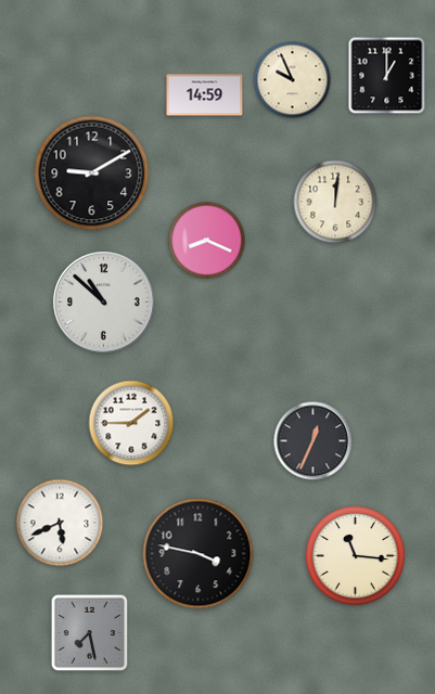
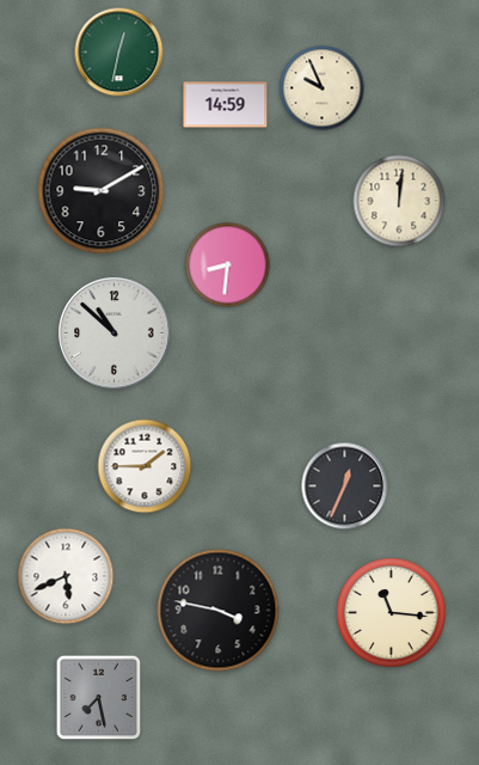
clock at (119, 53): none -> 12:32
clock at (387, 76): 1:00 -> none
clock at (335, 202) position: (335, 202) -> (399, 201)
clock at (207, 241): 8:19 -> 8:31
